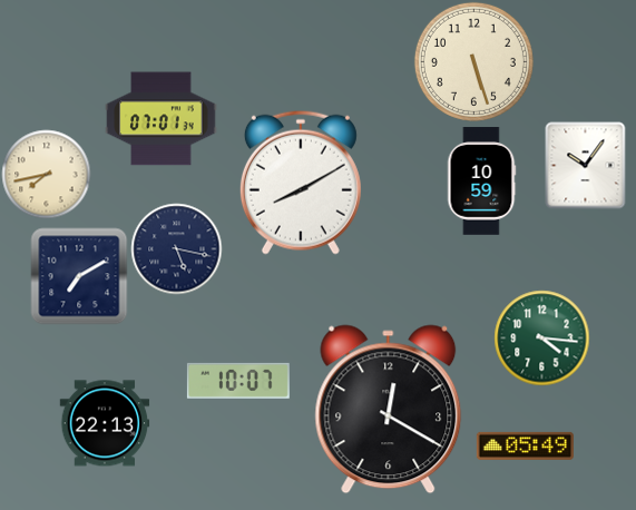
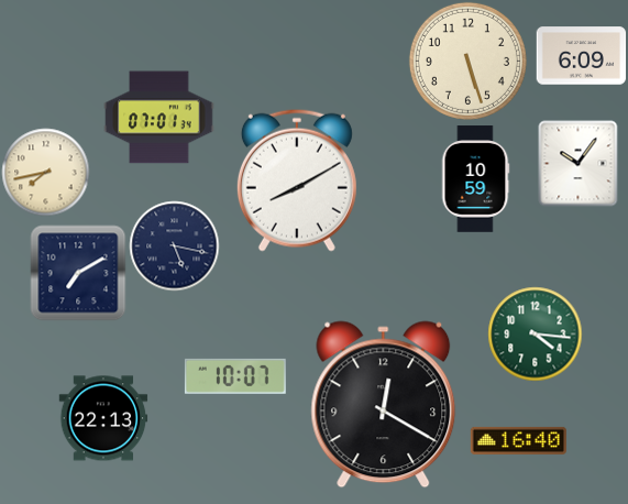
clock at (581, 56): none -> 6:09
clock at (525, 445): 05:49 -> 16:40
